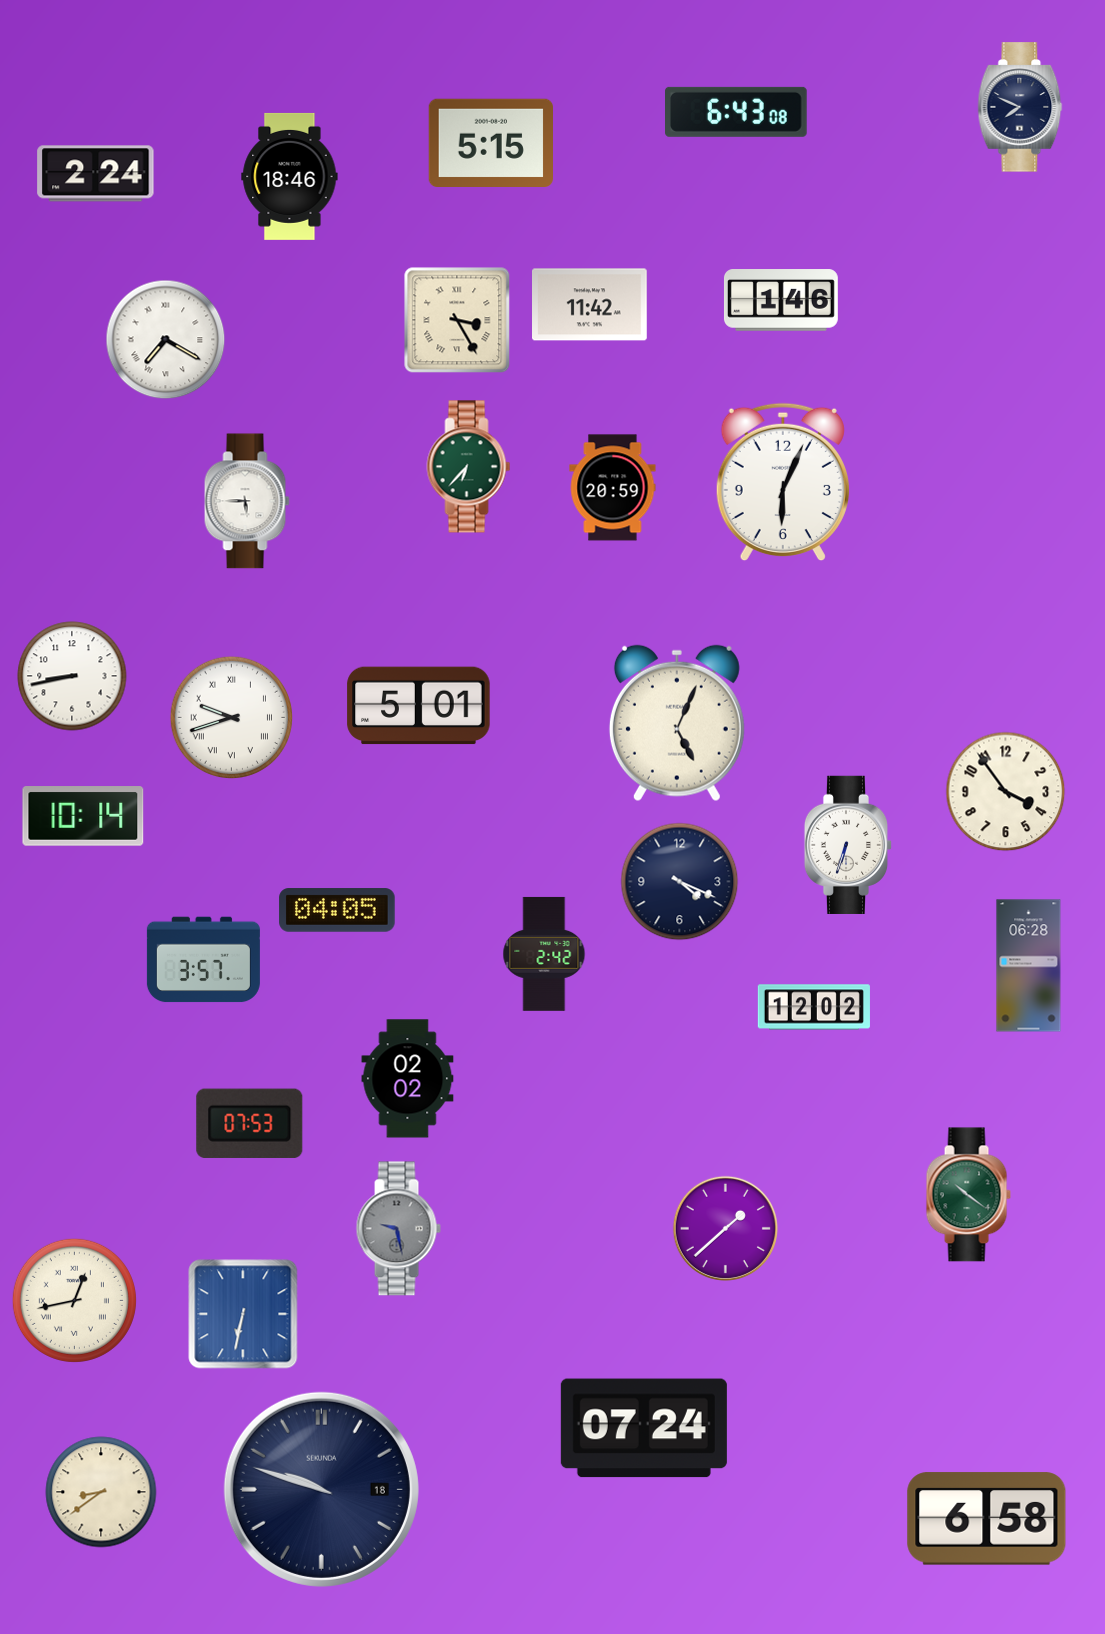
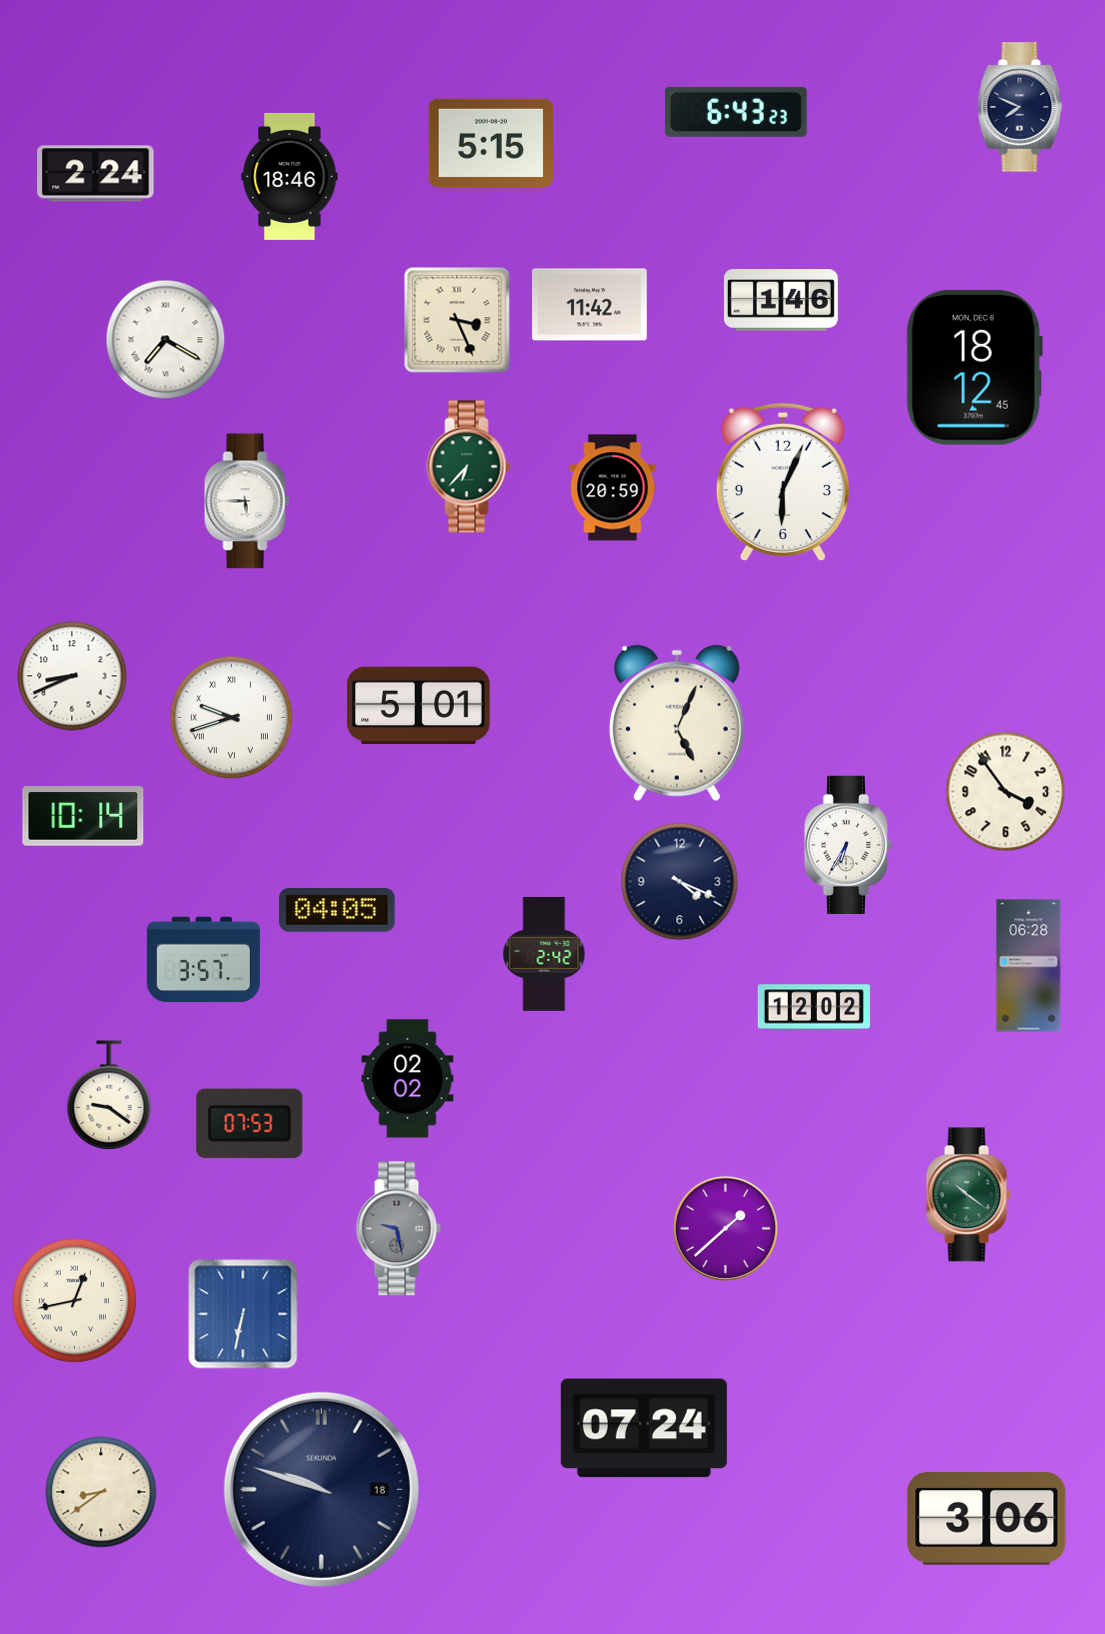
clock at (737, 112): 6:43:08 -> 6:43:23
clock at (457, 320): 3:25 -> 3:26
clock at (974, 367): none -> 18:12
clock at (72, 676): 8:43 -> 8:41
clock at (848, 845): 6:33 -> 6:35
clock at (109, 1095): none -> 9:21
clock at (987, 1519): 6:58 -> 3:06
